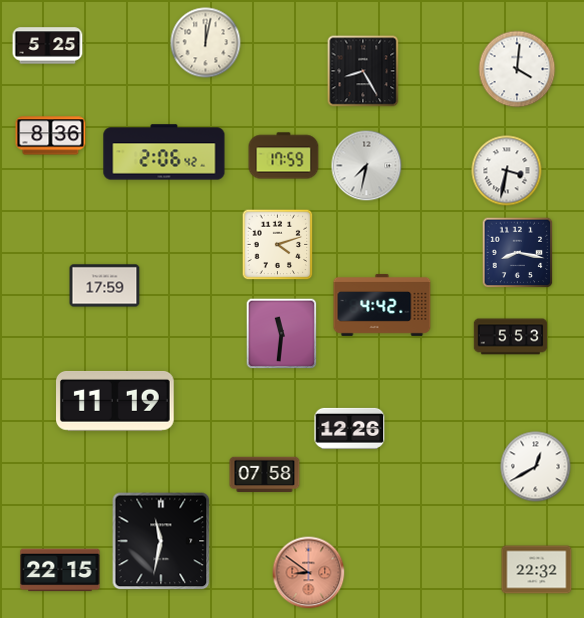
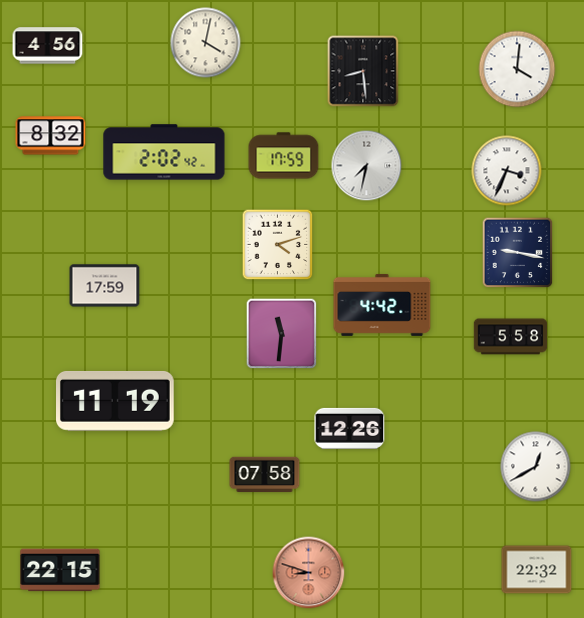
clock at (206, 43): 12:02 -> 4:02
clock at (48, 46): 5:25 -> 4:56
clock at (363, 71): 8:25 -> 8:29
clock at (51, 136): 8:36 -> 8:32
clock at (164, 152): 2:06 -> 2:02
clock at (507, 171): 3:32 -> 3:34
clock at (518, 253): 8:17 -> 9:17
clock at (511, 337): 5:53 -> 5:58
clock at (161, 541): 11:32 -> none
clock at (309, 573): 8:51 -> 8:48
